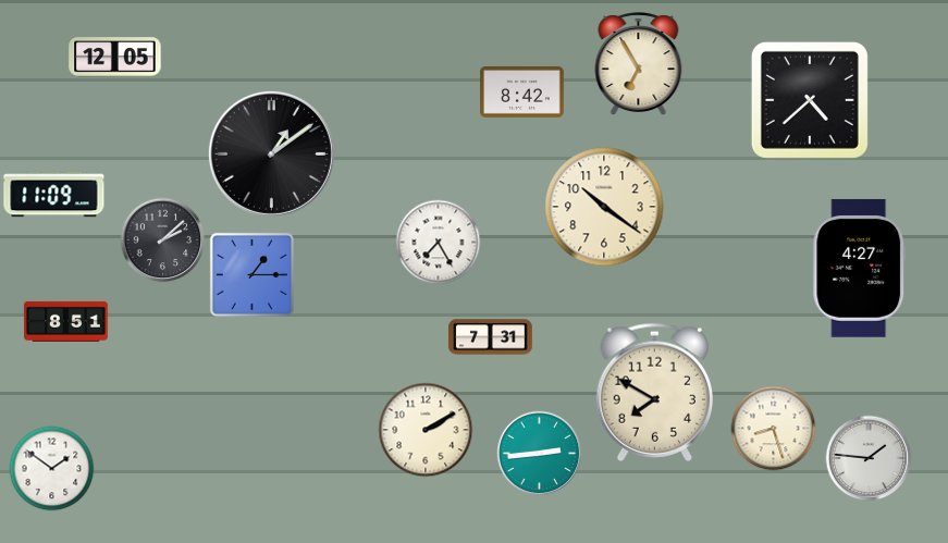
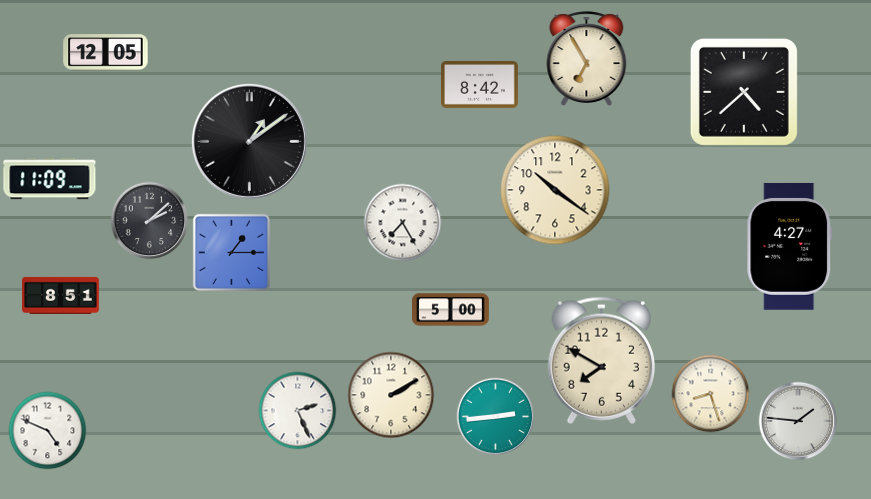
clock at (491, 337): 7:31 -> 5:00
clock at (297, 410): none -> 2:26
clock at (51, 468): 1:51 -> 4:49
